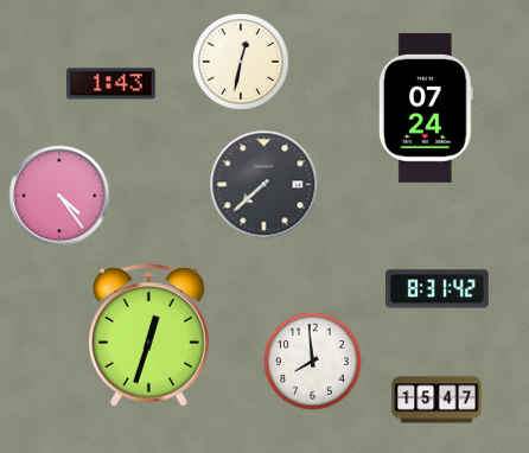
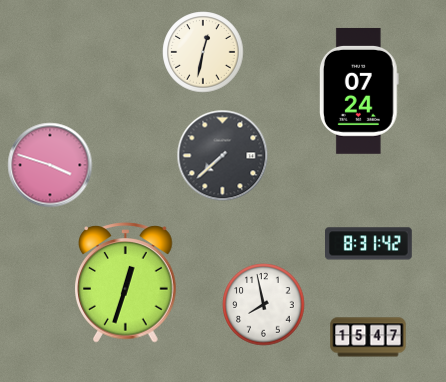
clock at (111, 84): 1:43 -> none
clock at (59, 196): 4:24 -> 3:48
clock at (313, 362): 7:59 -> 7:58
